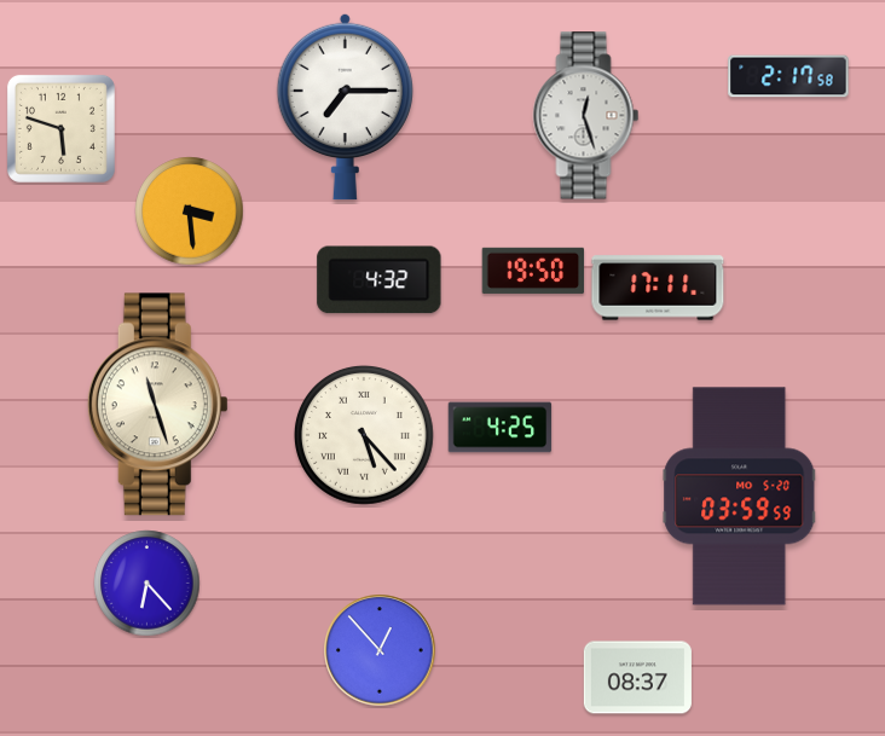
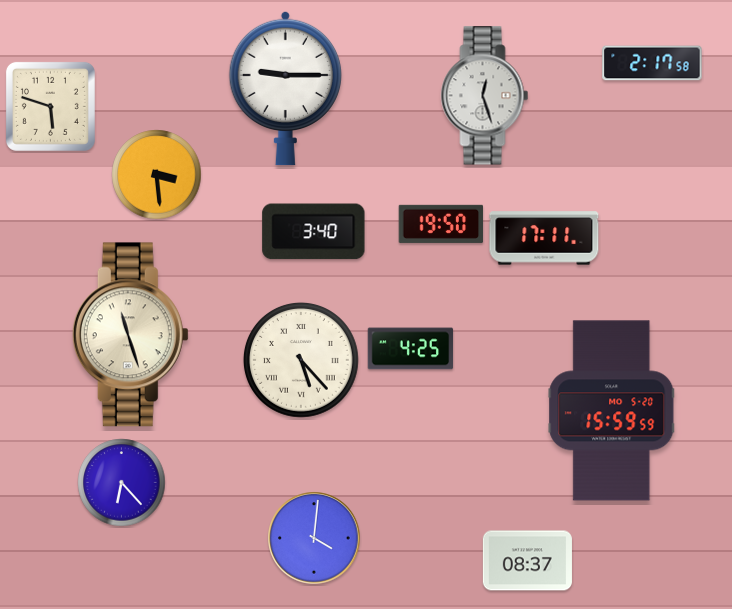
clock at (345, 106): 7:15 -> 9:15
clock at (380, 280): 4:32 -> 3:40
clock at (501, 428) position: (501, 428) -> (411, 349)
clock at (740, 497): 03:59 -> 15:59
clock at (380, 650): 12:53 -> 4:01
